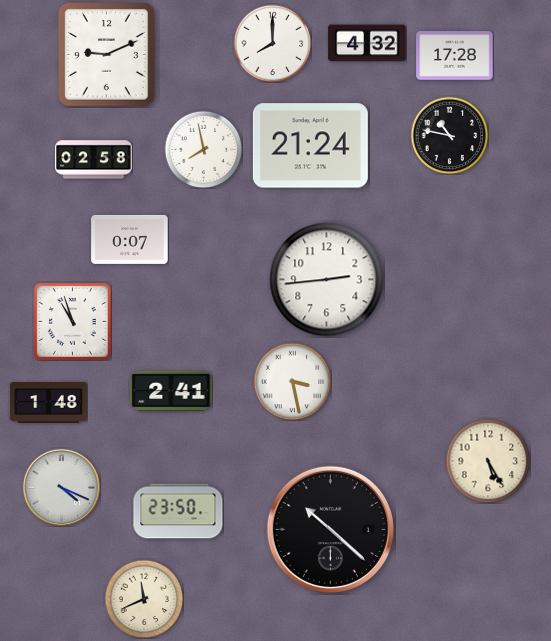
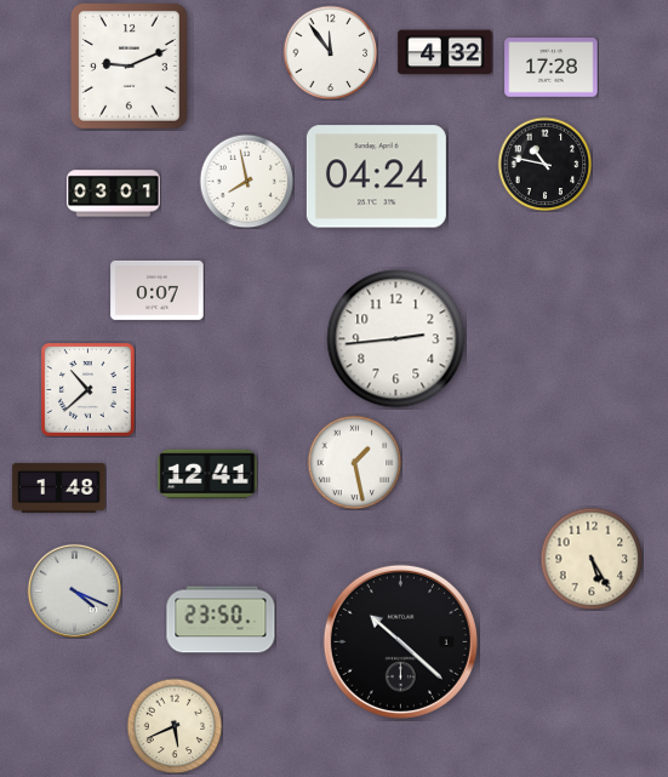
clock at (272, 43): 8:00 -> 11:54
clock at (310, 146): 21:24 -> 04:24
clock at (94, 160): 02:58 -> 03:01
clock at (73, 322): 10:57 -> 10:38
clock at (292, 381): 3:28 -> 1:28
clock at (171, 391): 2:41 -> 12:41
clock at (178, 511) position: (178, 511) -> (221, 619)
clock at (144, 599): 11:41 -> 5:41
